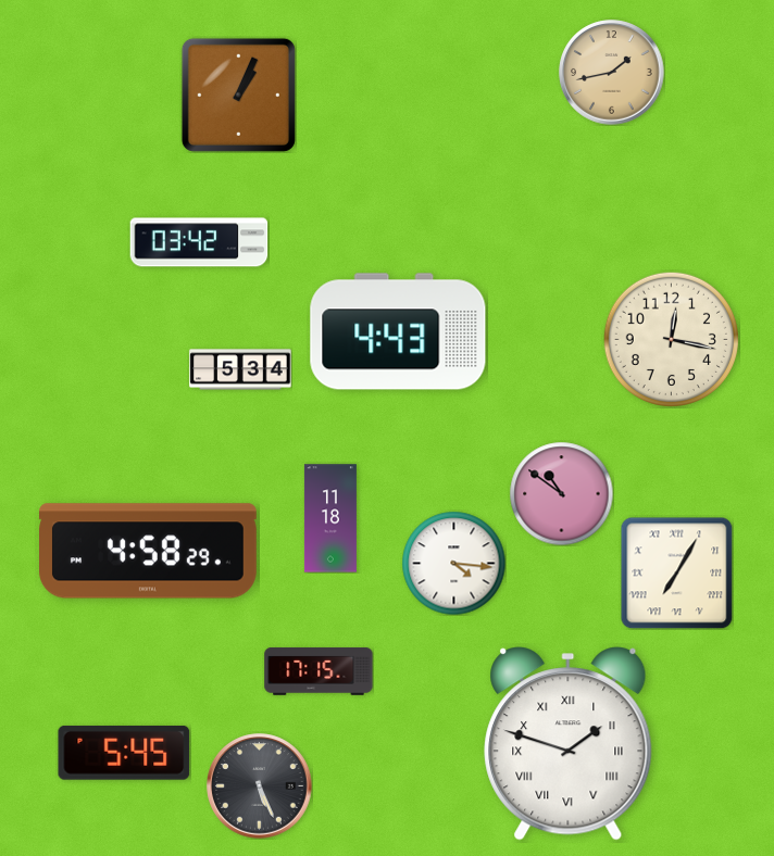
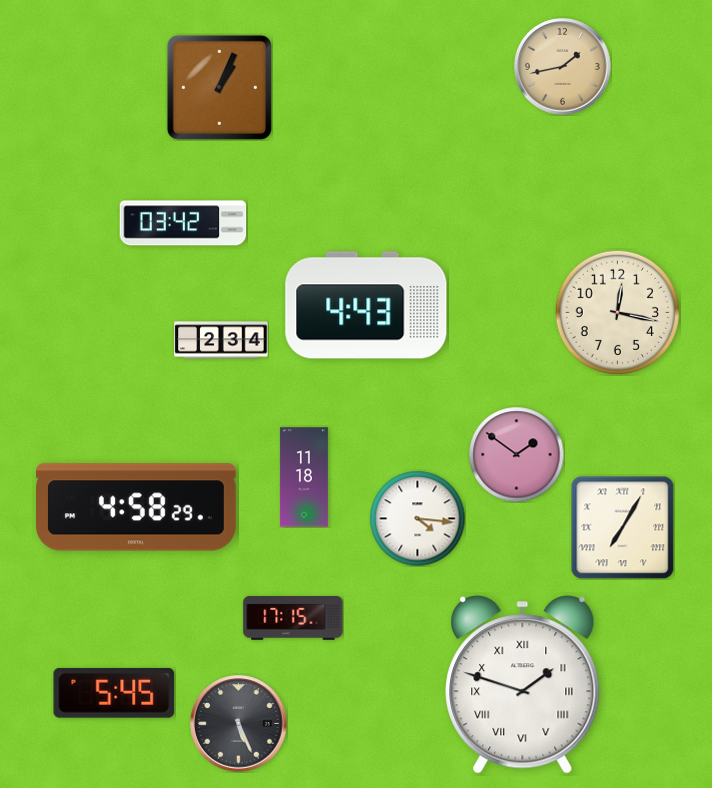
clock at (240, 369): 5:34 -> 2:34
clock at (561, 493): 10:51 -> 1:51
